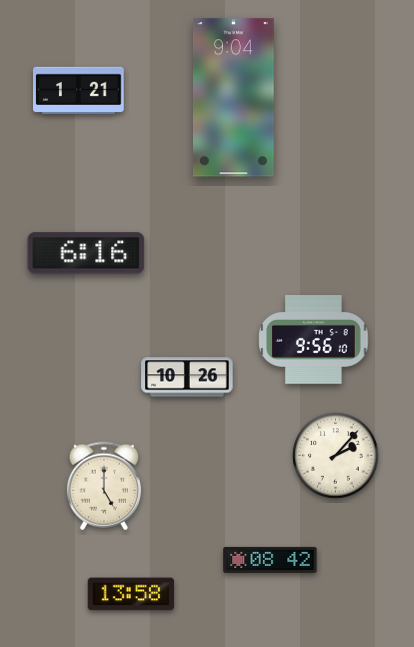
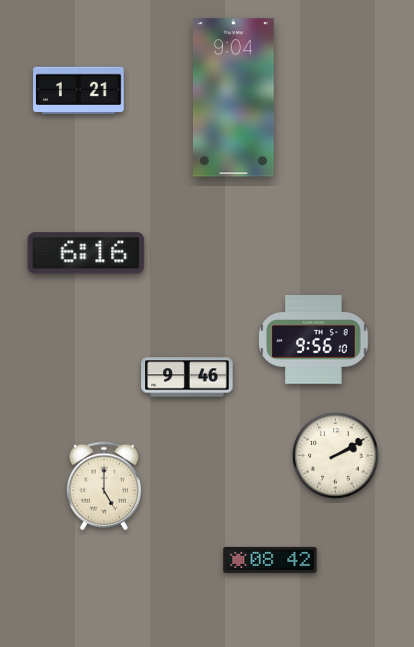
clock at (187, 377): 10:26 -> 9:46
clock at (336, 456): 2:07 -> 2:10
clock at (131, 594): 13:58 -> none
